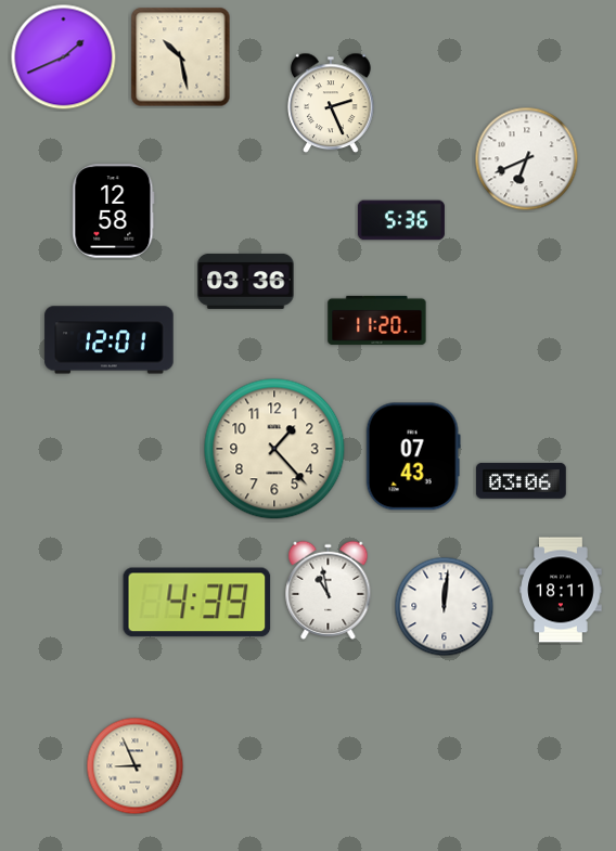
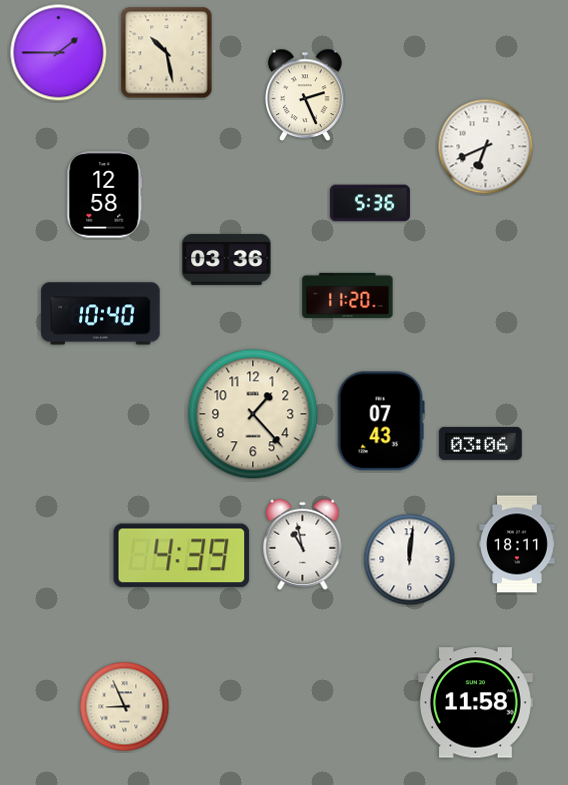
clock at (64, 57): 1:41 -> 1:45
clock at (110, 340): 12:01 -> 10:40
clock at (475, 703): none -> 11:58
